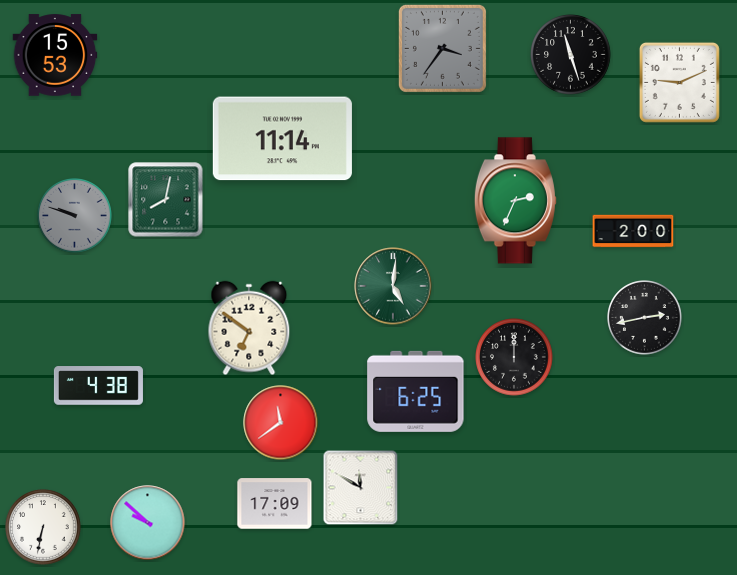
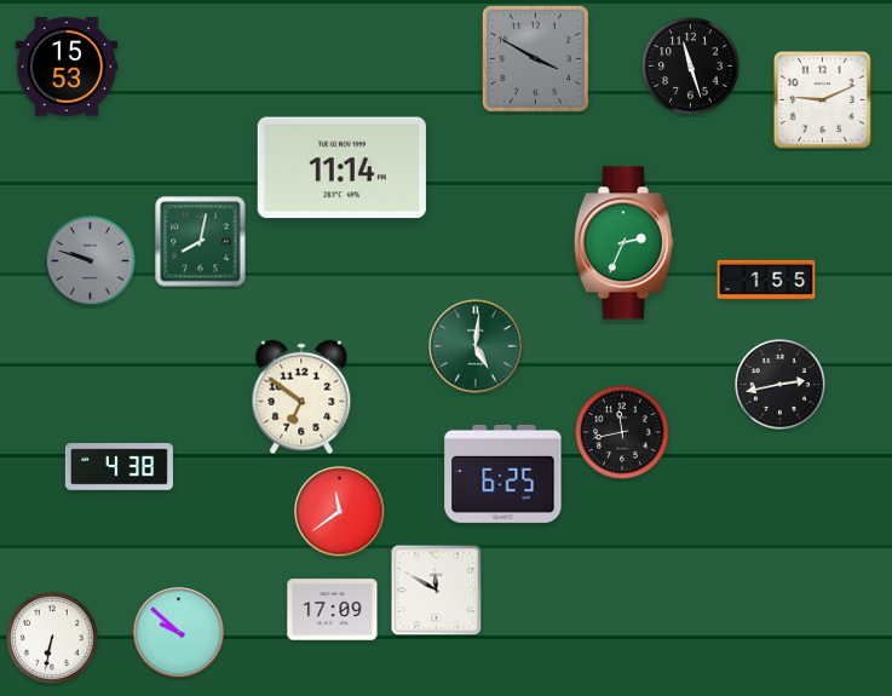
clock at (442, 48): 3:36 -> 3:50
clock at (633, 231): 2:00 -> 1:55
clock at (514, 357): 12:00 -> 11:43
